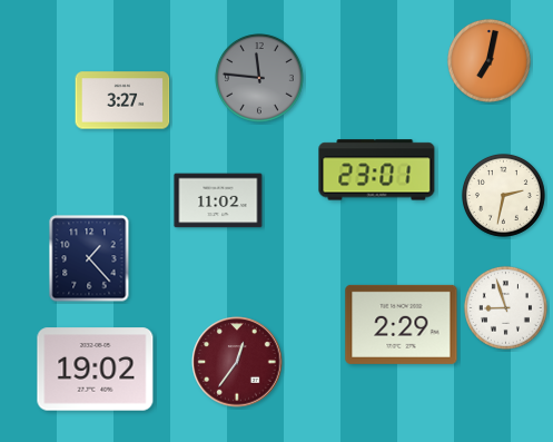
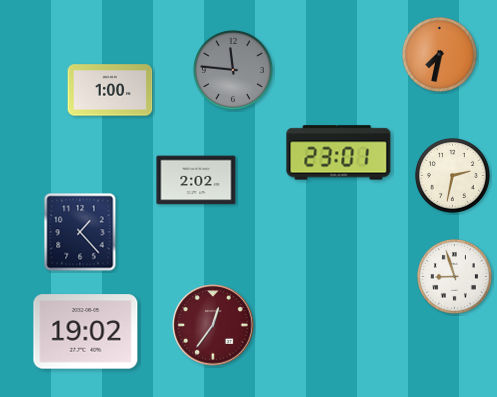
clock at (488, 60): 7:02 -> 7:32
clock at (122, 100): 3:27 -> 1:00
clock at (218, 200): 11:02 -> 2:02
clock at (402, 324): 2:29 -> none
